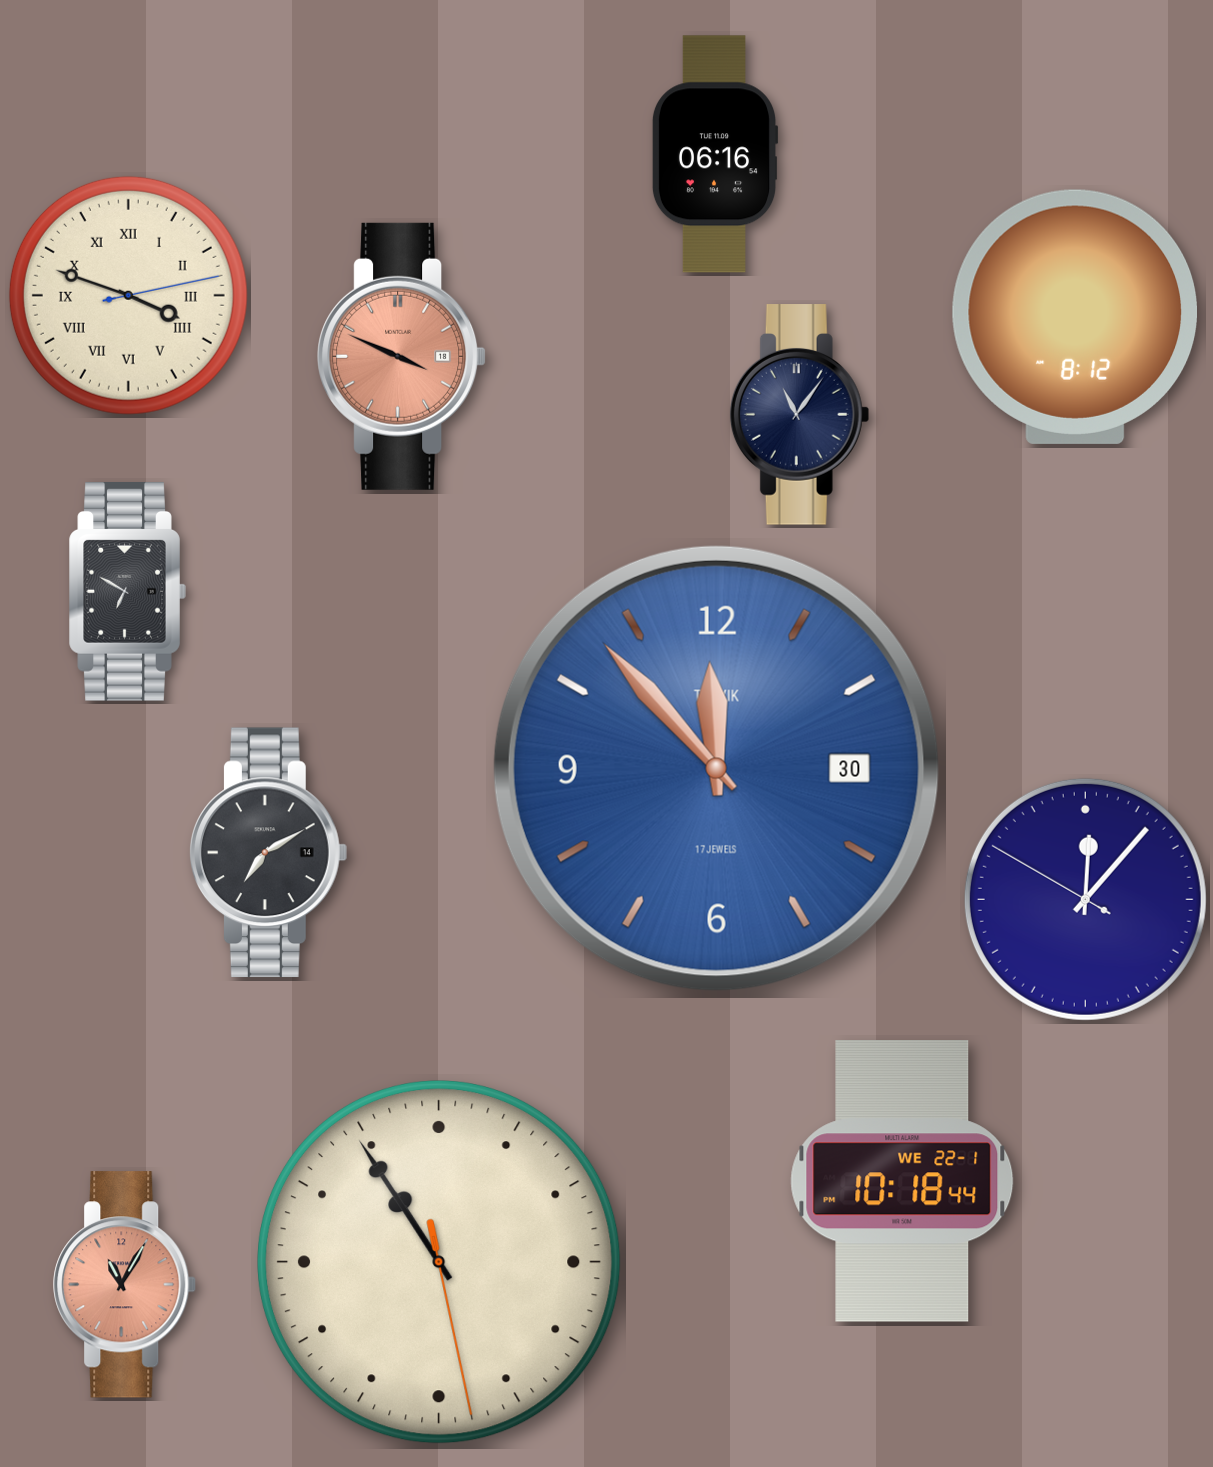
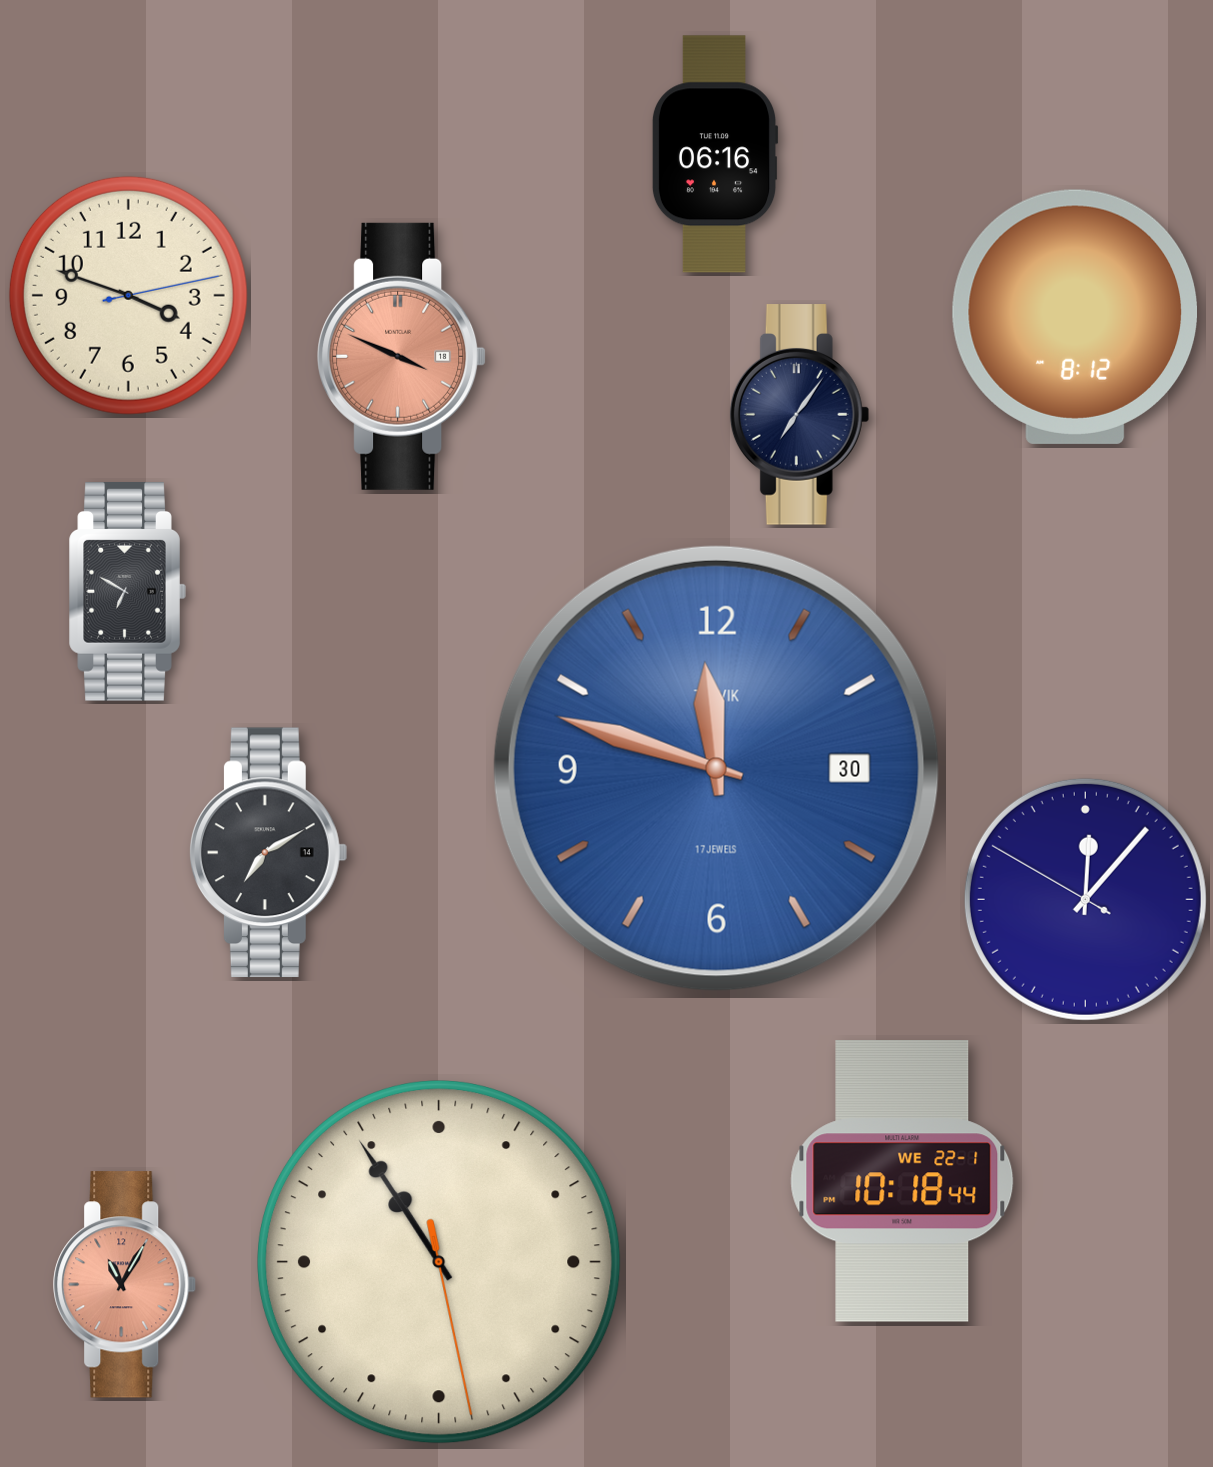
clock at (128, 295) numerals: Roman -> Arabic
clock at (800, 415): 11:06 -> 7:06
clock at (716, 768): 11:53 -> 11:48
